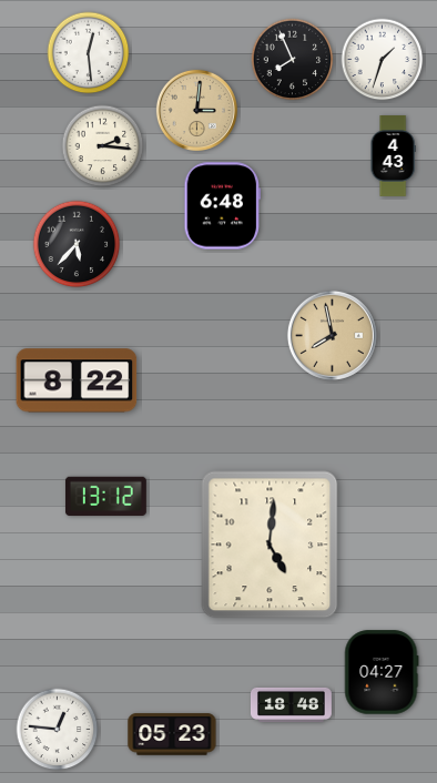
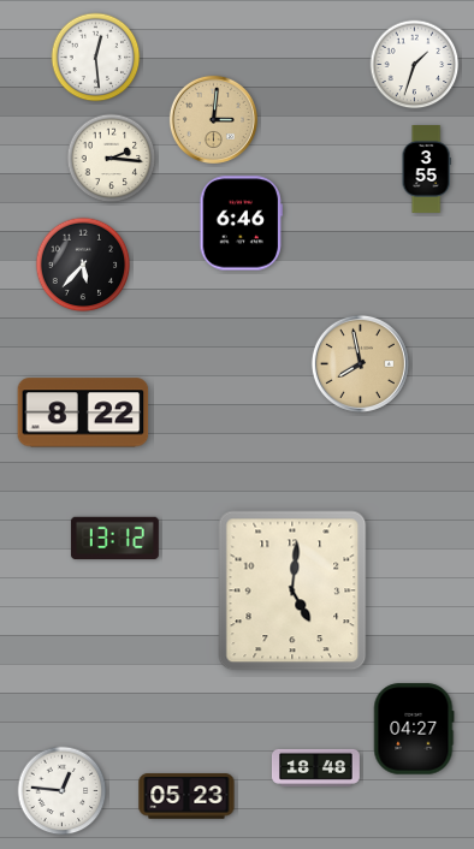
clock at (293, 60): 7:56 -> none
clock at (393, 156): 4:43 -> 3:55
clock at (223, 206): 6:48 -> 6:46
clock at (291, 704) position: (291, 704) -> (315, 767)
